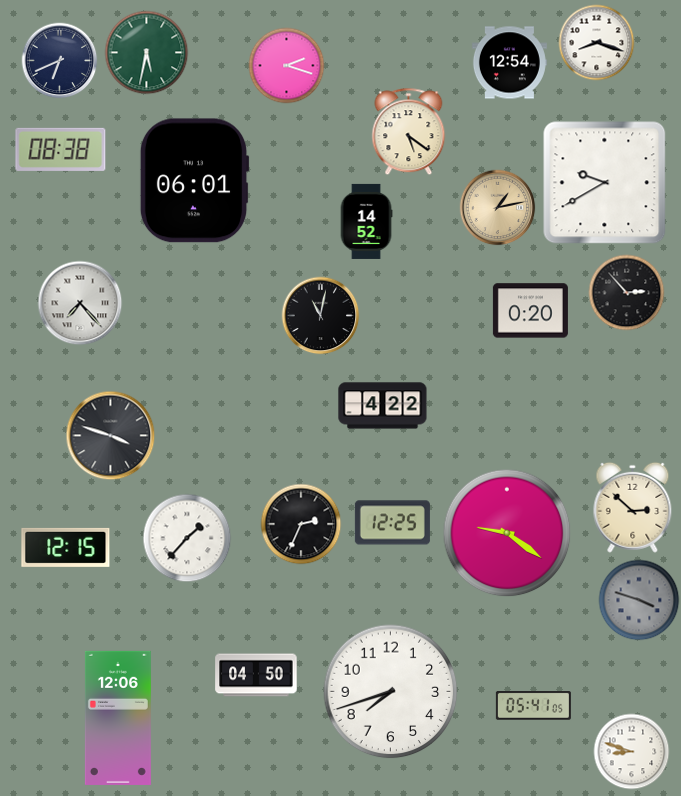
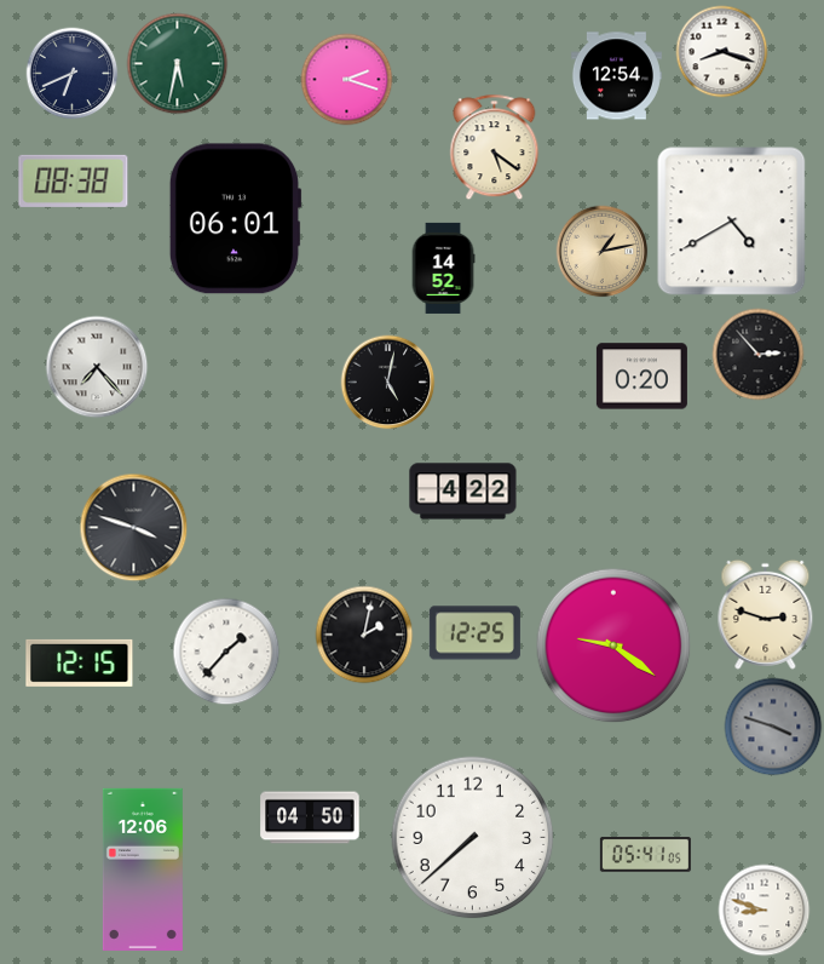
clock at (409, 132) position: (409, 132) -> (495, 148)
clock at (605, 183): 9:40 -> 4:40
clock at (321, 316): 11:02 -> 5:02
clock at (633, 507): 2:52 -> 2:48
clock at (301, 524): 2:34 -> 2:02
clock at (391, 692): 7:42 -> 7:38
